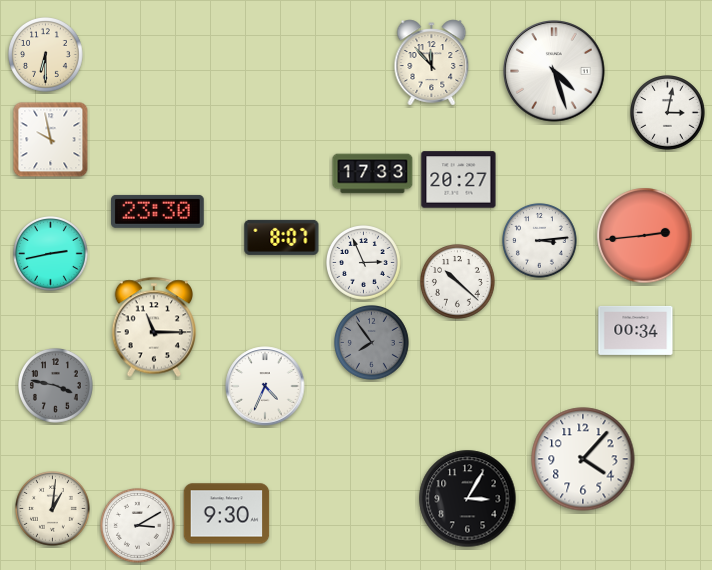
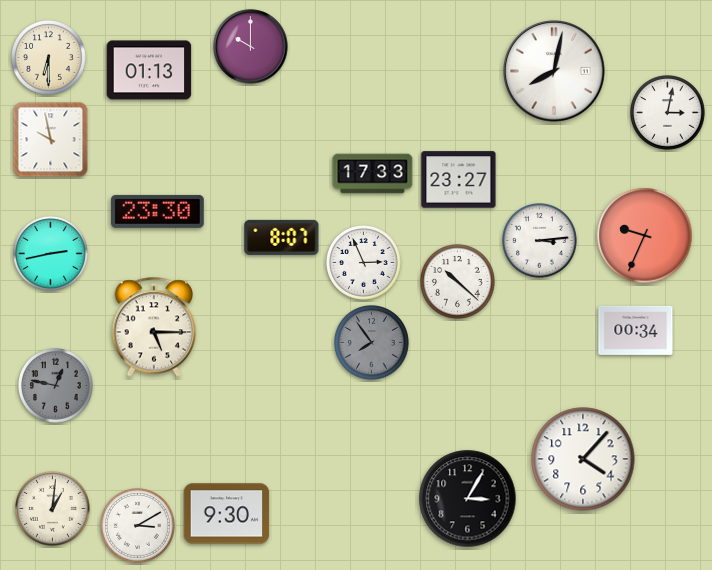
clock at (251, 47): none -> 10:00
clock at (46, 55) position: (46, 55) -> (49, 58)
clock at (432, 63): 11:53 -> none
clock at (149, 70): none -> 01:13
clock at (554, 71): 4:27 -> 8:02
clock at (459, 180): 20:27 -> 23:27
clock at (645, 236): 2:44 -> 9:34
clock at (154, 327): 11:15 -> 5:15
clock at (56, 386): 3:47 -> 12:47
clock at (265, 386): 4:34 -> none
